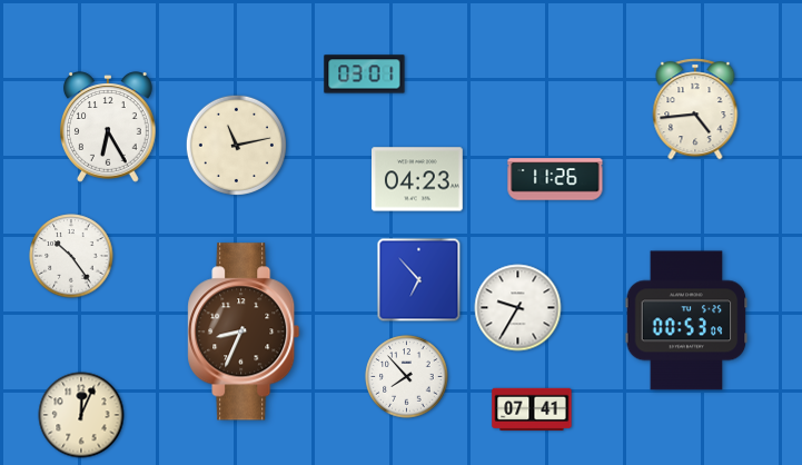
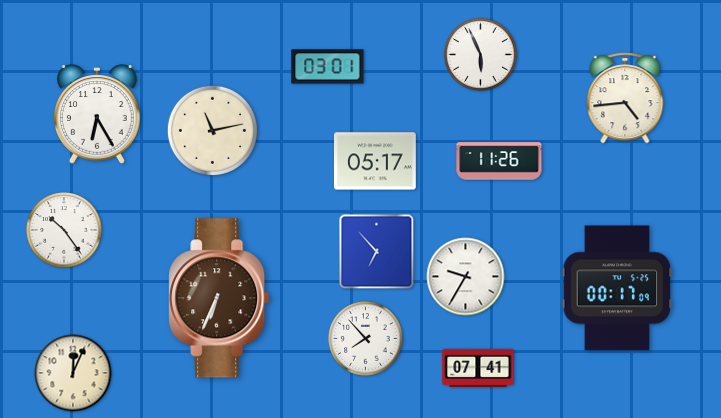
clock at (481, 55): none -> 5:56
clock at (418, 179): 04:23 -> 05:17
clock at (686, 320): 00:53 -> 00:17
clock at (244, 332): 8:34 -> 6:34
